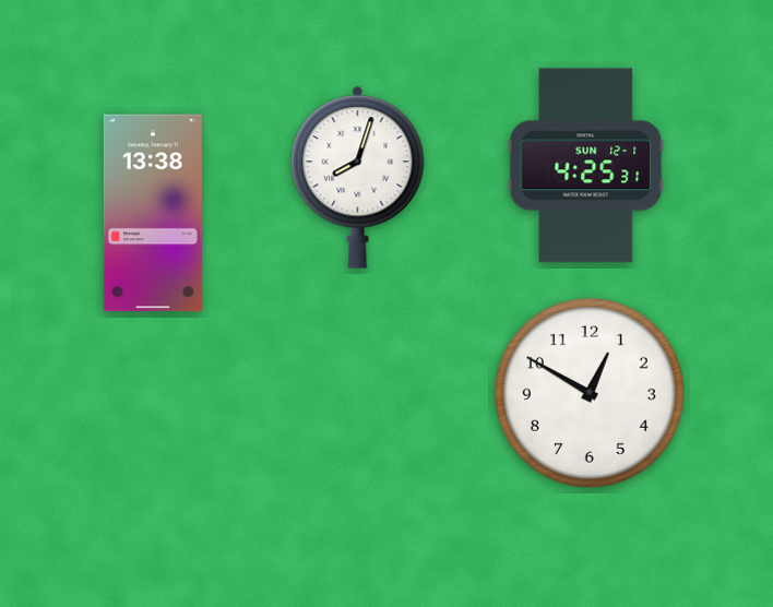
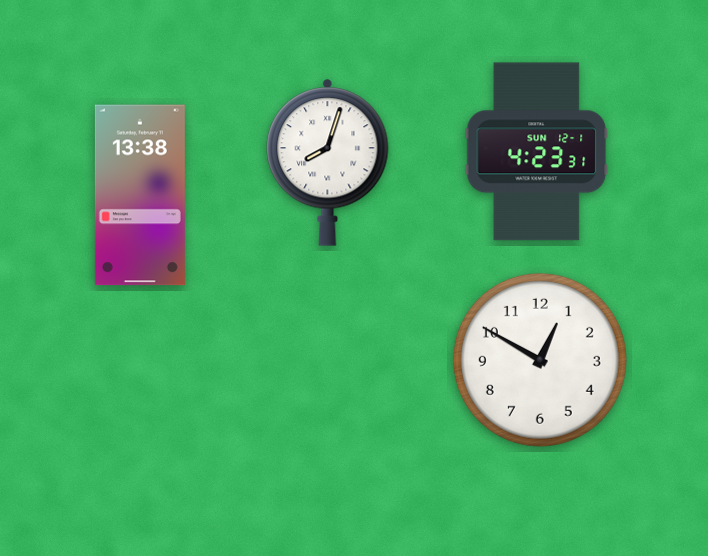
clock at (586, 166): 4:25 -> 4:23
